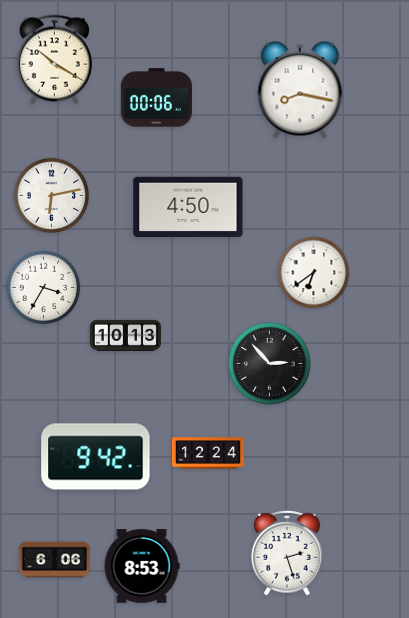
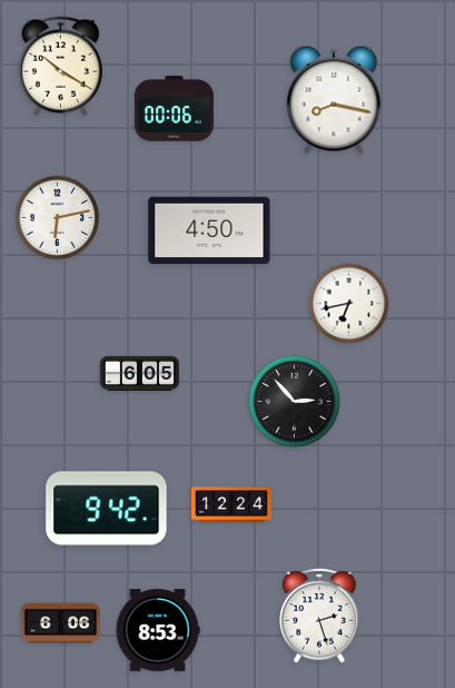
clock at (314, 273): 6:39 -> 6:43
clock at (44, 288): 3:35 -> none
clock at (125, 335): 10:13 -> 6:05
clock at (270, 364) position: (270, 364) -> (295, 402)
